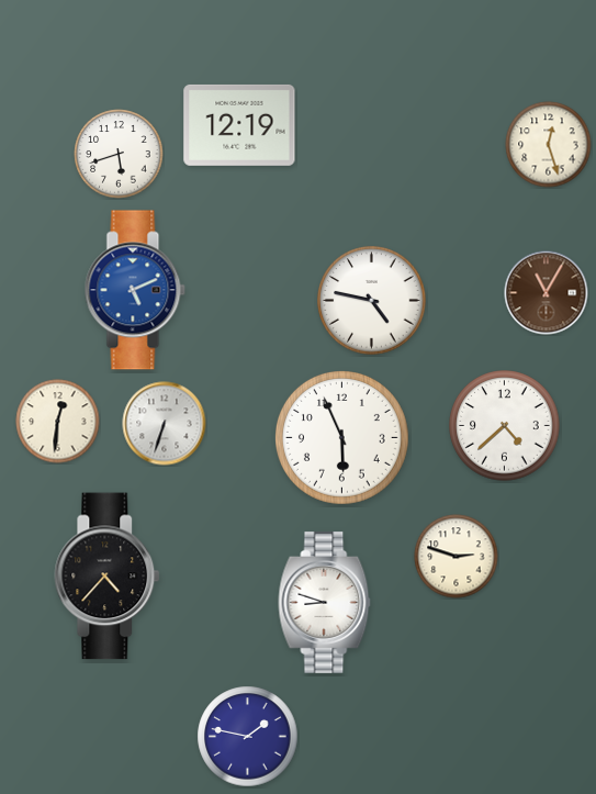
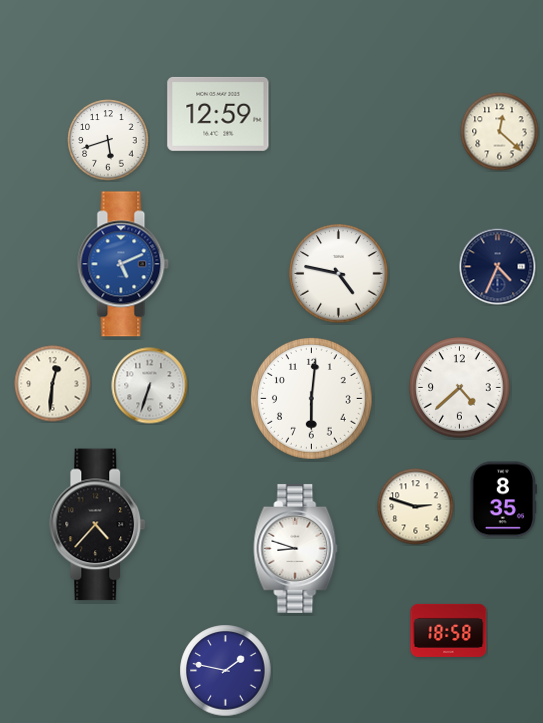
clock at (239, 125): 12:19 -> 12:59
clock at (549, 145): 12:27 -> 12:22
clock at (547, 293): 11:05 -> 4:34
clock at (547, 293) dial: brown -> navy
clock at (342, 438): 5:56 -> 6:01
clock at (503, 500): none -> 8:35
clock at (449, 630): none -> 18:58
